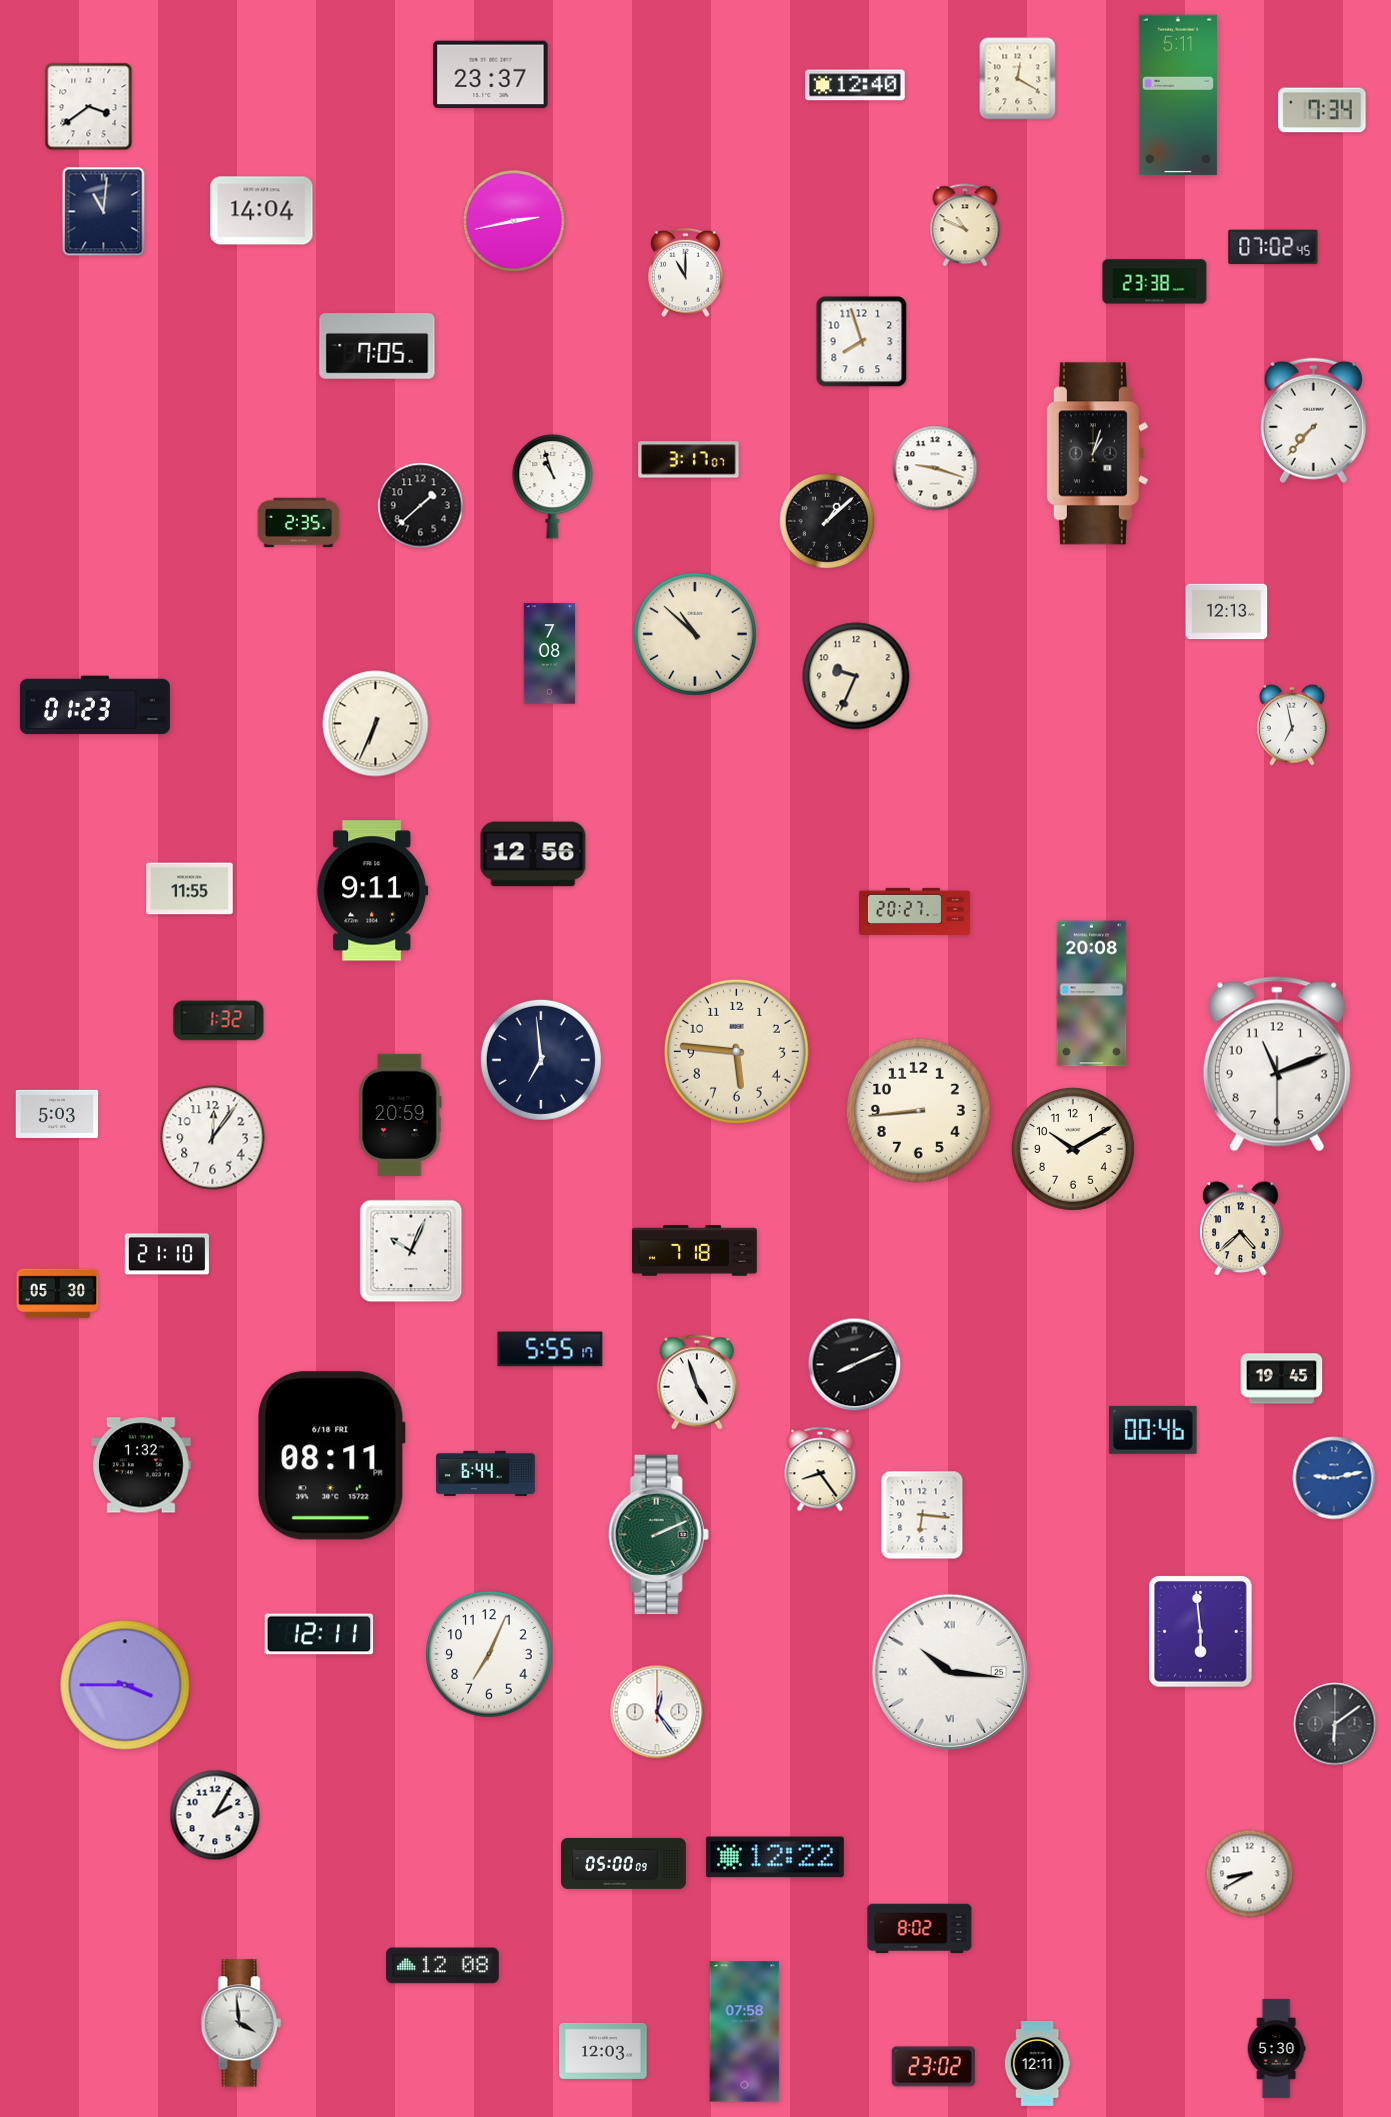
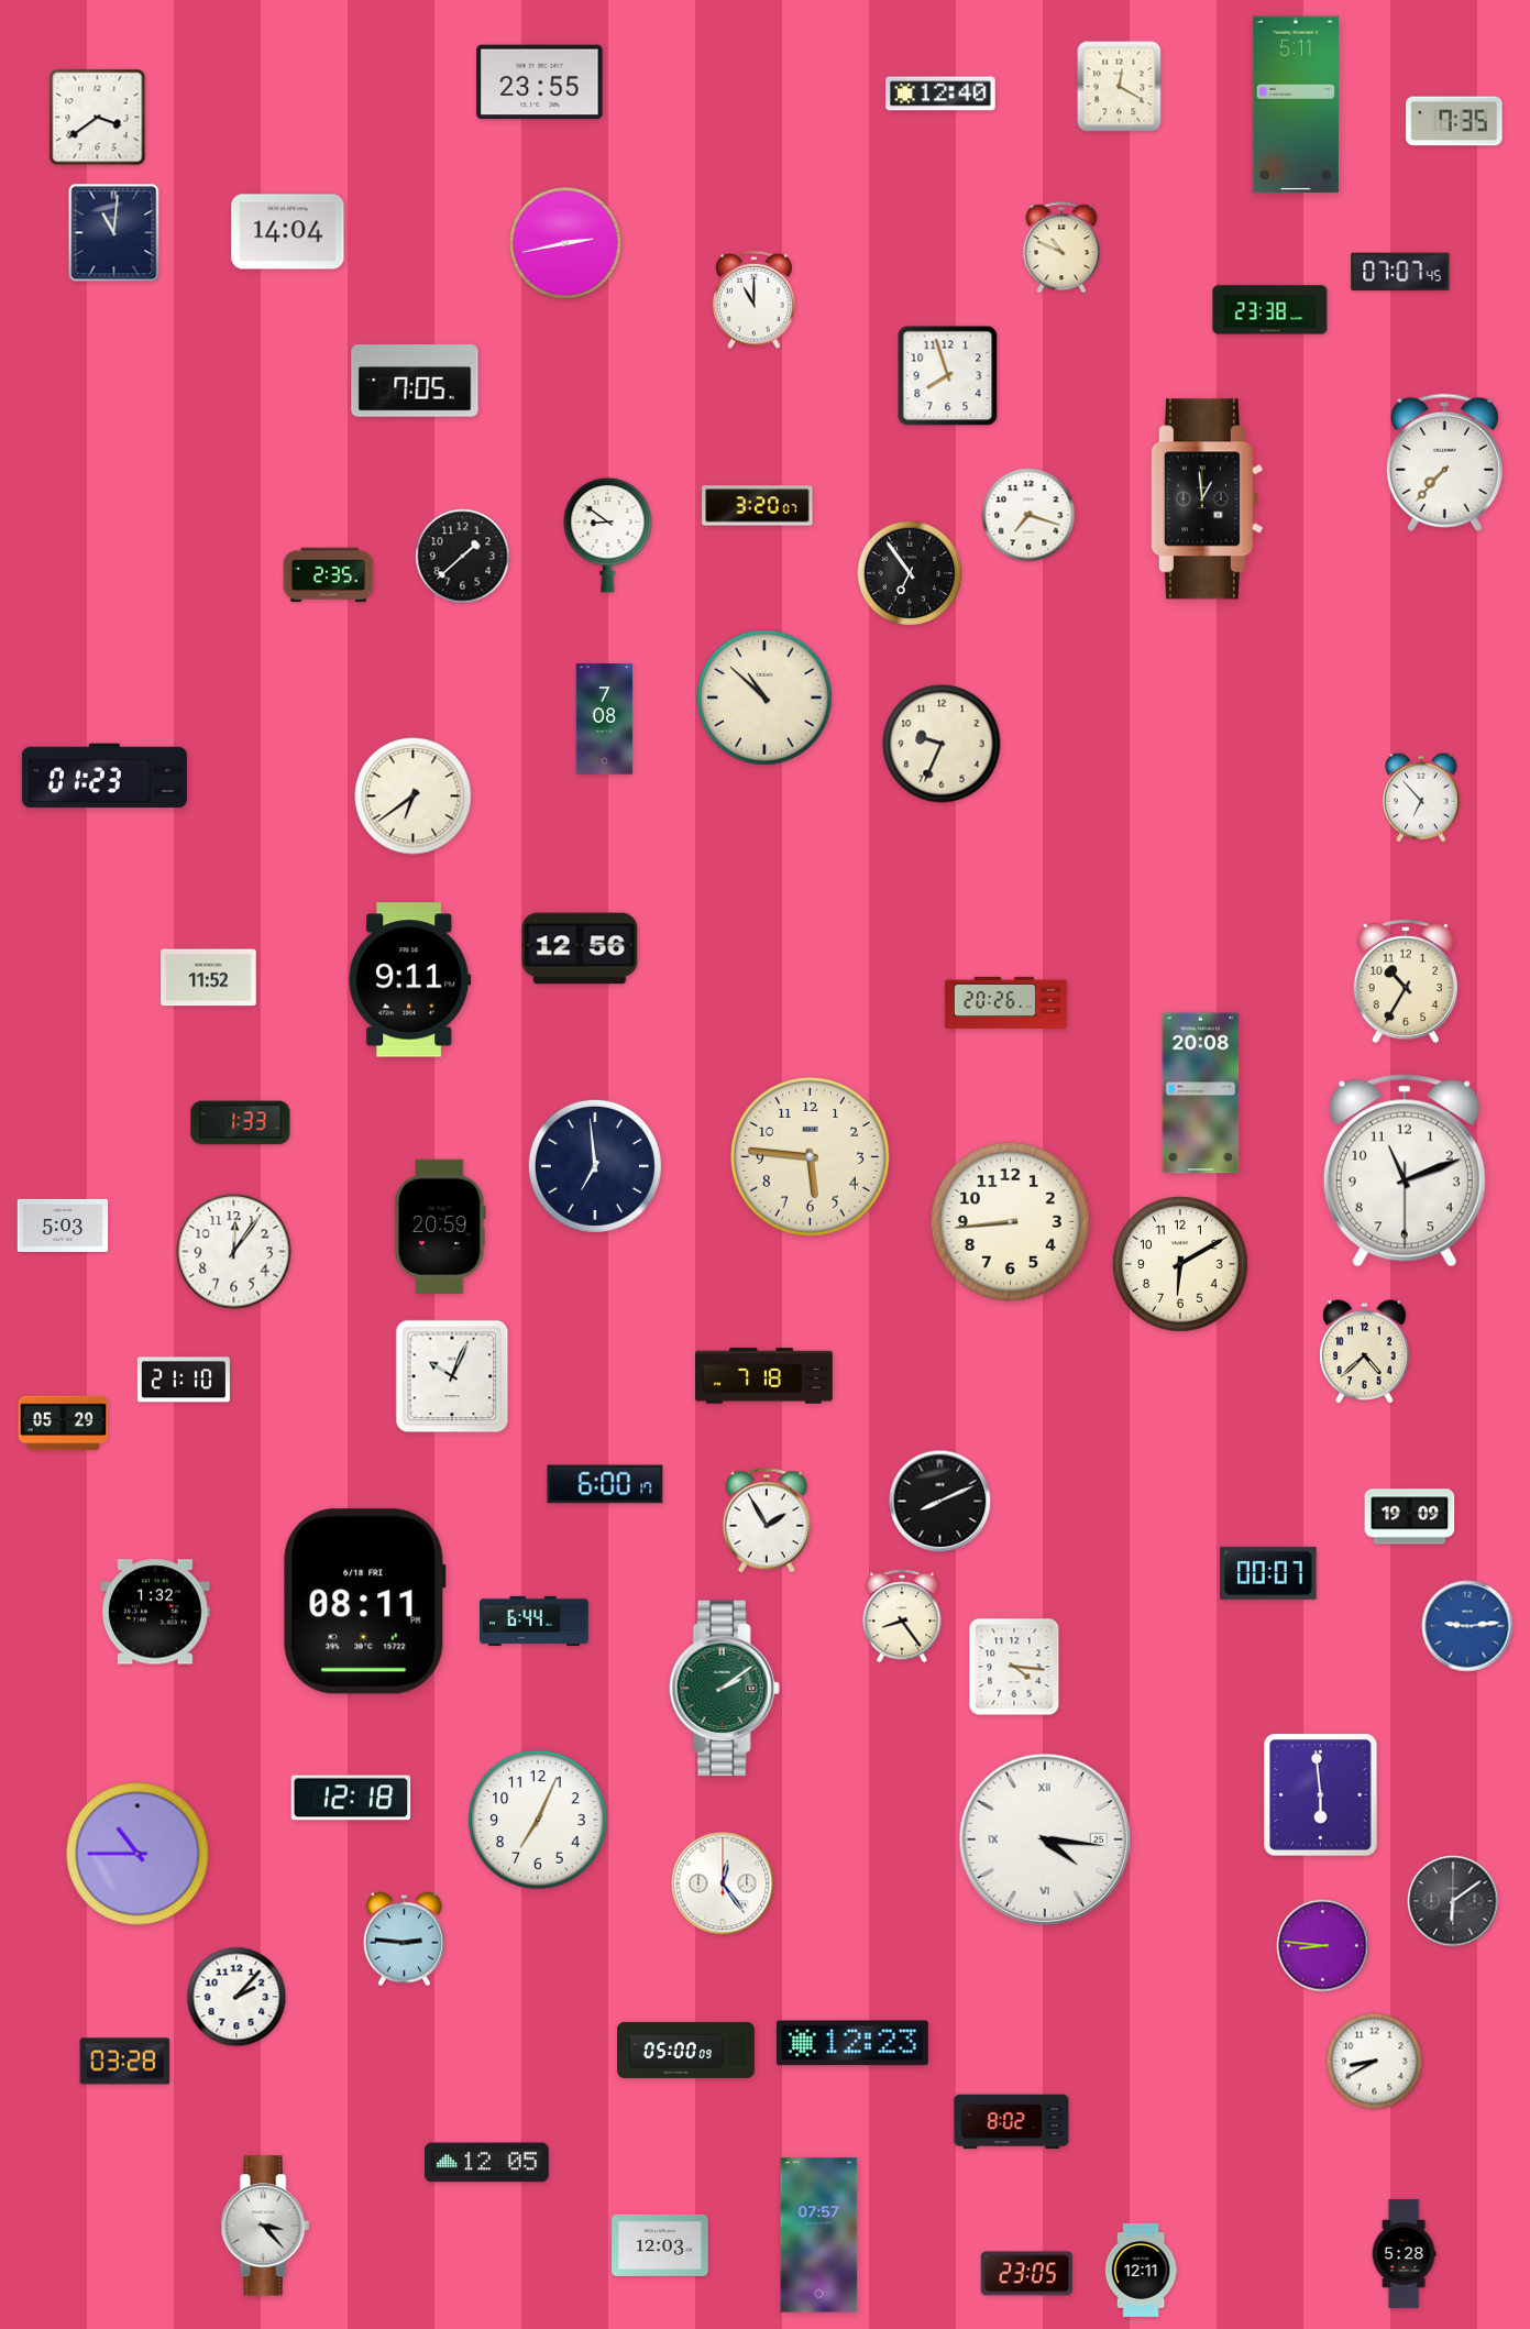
clock at (491, 75): 23:37 -> 23:55
clock at (1322, 110): 7:34 -> 7:35
clock at (1273, 247): 07:02 -> 07:07
clock at (1097, 454): 1:03 -> 12:59
clock at (689, 460): 3:17 -> 3:20
clock at (935, 468): 9:18 -> 7:18
clock at (553, 486): 10:57 -> 8:51
clock at (827, 521): 1:08 -> 6:54
clock at (1227, 612): 12:13 -> none
clock at (376, 724): 6:34 -> 6:39
clock at (1292, 725): 6:58 -> 6:53
clock at (533, 854) position: (533, 854) -> (580, 948)
clock at (190, 889): 11:55 -> 11:52
clock at (1405, 981): none -> 10:35
clock at (914, 911): 20:27 -> 20:26
clock at (219, 1021): 1:32 -> 1:33
clock at (1073, 1149): 10:10 -> 6:10
clock at (58, 1294): 05:30 -> 05:29
clock at (550, 1349): 5:55 -> 6:00
clock at (1282, 1379): 19:45 -> 19:09
clock at (696, 1382): 4:57 -> 1:55
clock at (1153, 1430): 00:46 -> 00:07
clock at (1334, 1478): 9:13 -> 9:14
clock at (922, 1515): 6:16 -> 4:16
clock at (658, 1535): 2:11 -> 2:09
clock at (319, 1634): 12:11 -> 12:18
clock at (950, 1672): 10:16 -> 4:16
clock at (125, 1685): 3:45 -> 10:45
clock at (1335, 1724) position: (1335, 1724) -> (1453, 1901)
clock at (404, 1940): none -> 2:46
clock at (1323, 1946): none -> 8:46
clock at (215, 1815): 2:05 -> 2:07
clock at (775, 1857): 12:22 -> 12:23
clock at (125, 2062): none -> 03:28
clock at (443, 1966): 12:08 -> 12:05
clock at (241, 2023): 3:59 -> 3:23
clock at (745, 2032): 07:58 -> 07:57
clock at (1276, 2049): 5:30 -> 5:28
clock at (603, 2051) position: (603, 2051) -> (660, 2245)
clock at (933, 2067): 23:02 -> 23:05
